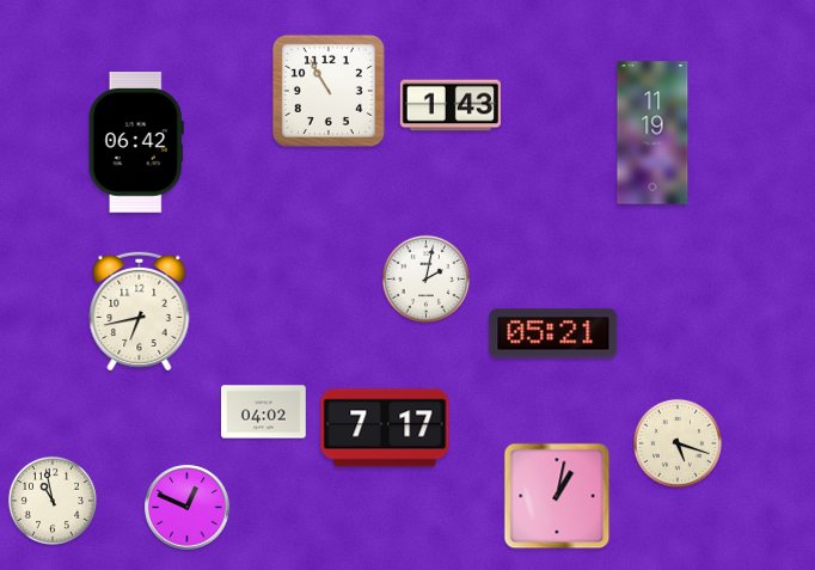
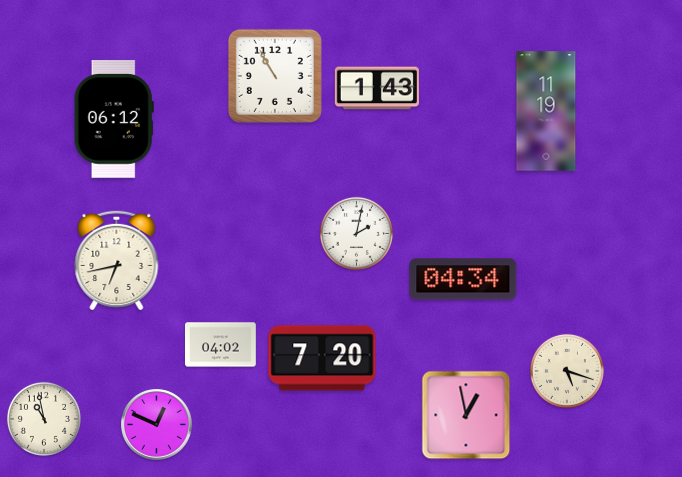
clock at (136, 142): 06:42 -> 06:12
clock at (553, 333): 05:21 -> 04:34
clock at (385, 428): 7:17 -> 7:20
clock at (557, 496): 1:02 -> 12:58
